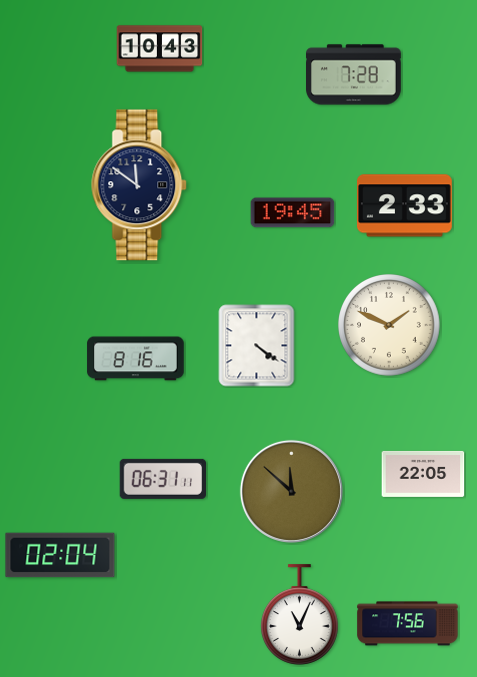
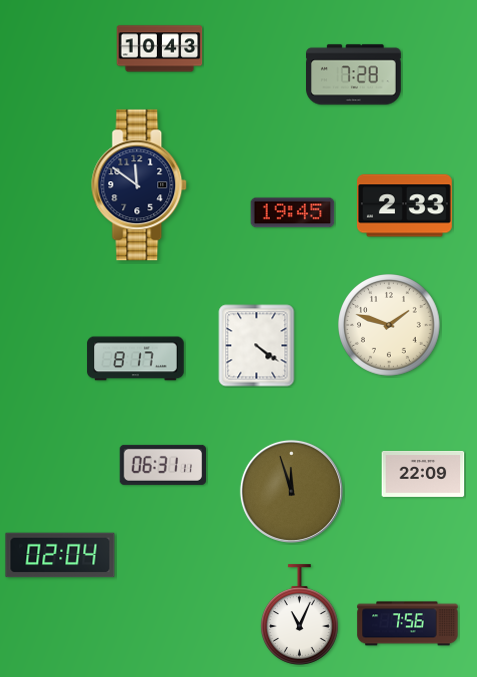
clock at (390, 326): 1:49 -> 1:48
clock at (136, 359): 8:16 -> 8:17
clock at (423, 474): 22:05 -> 22:09
clock at (163, 479) position: (163, 479) -> (163, 465)
clock at (291, 491): 11:52 -> 11:57
